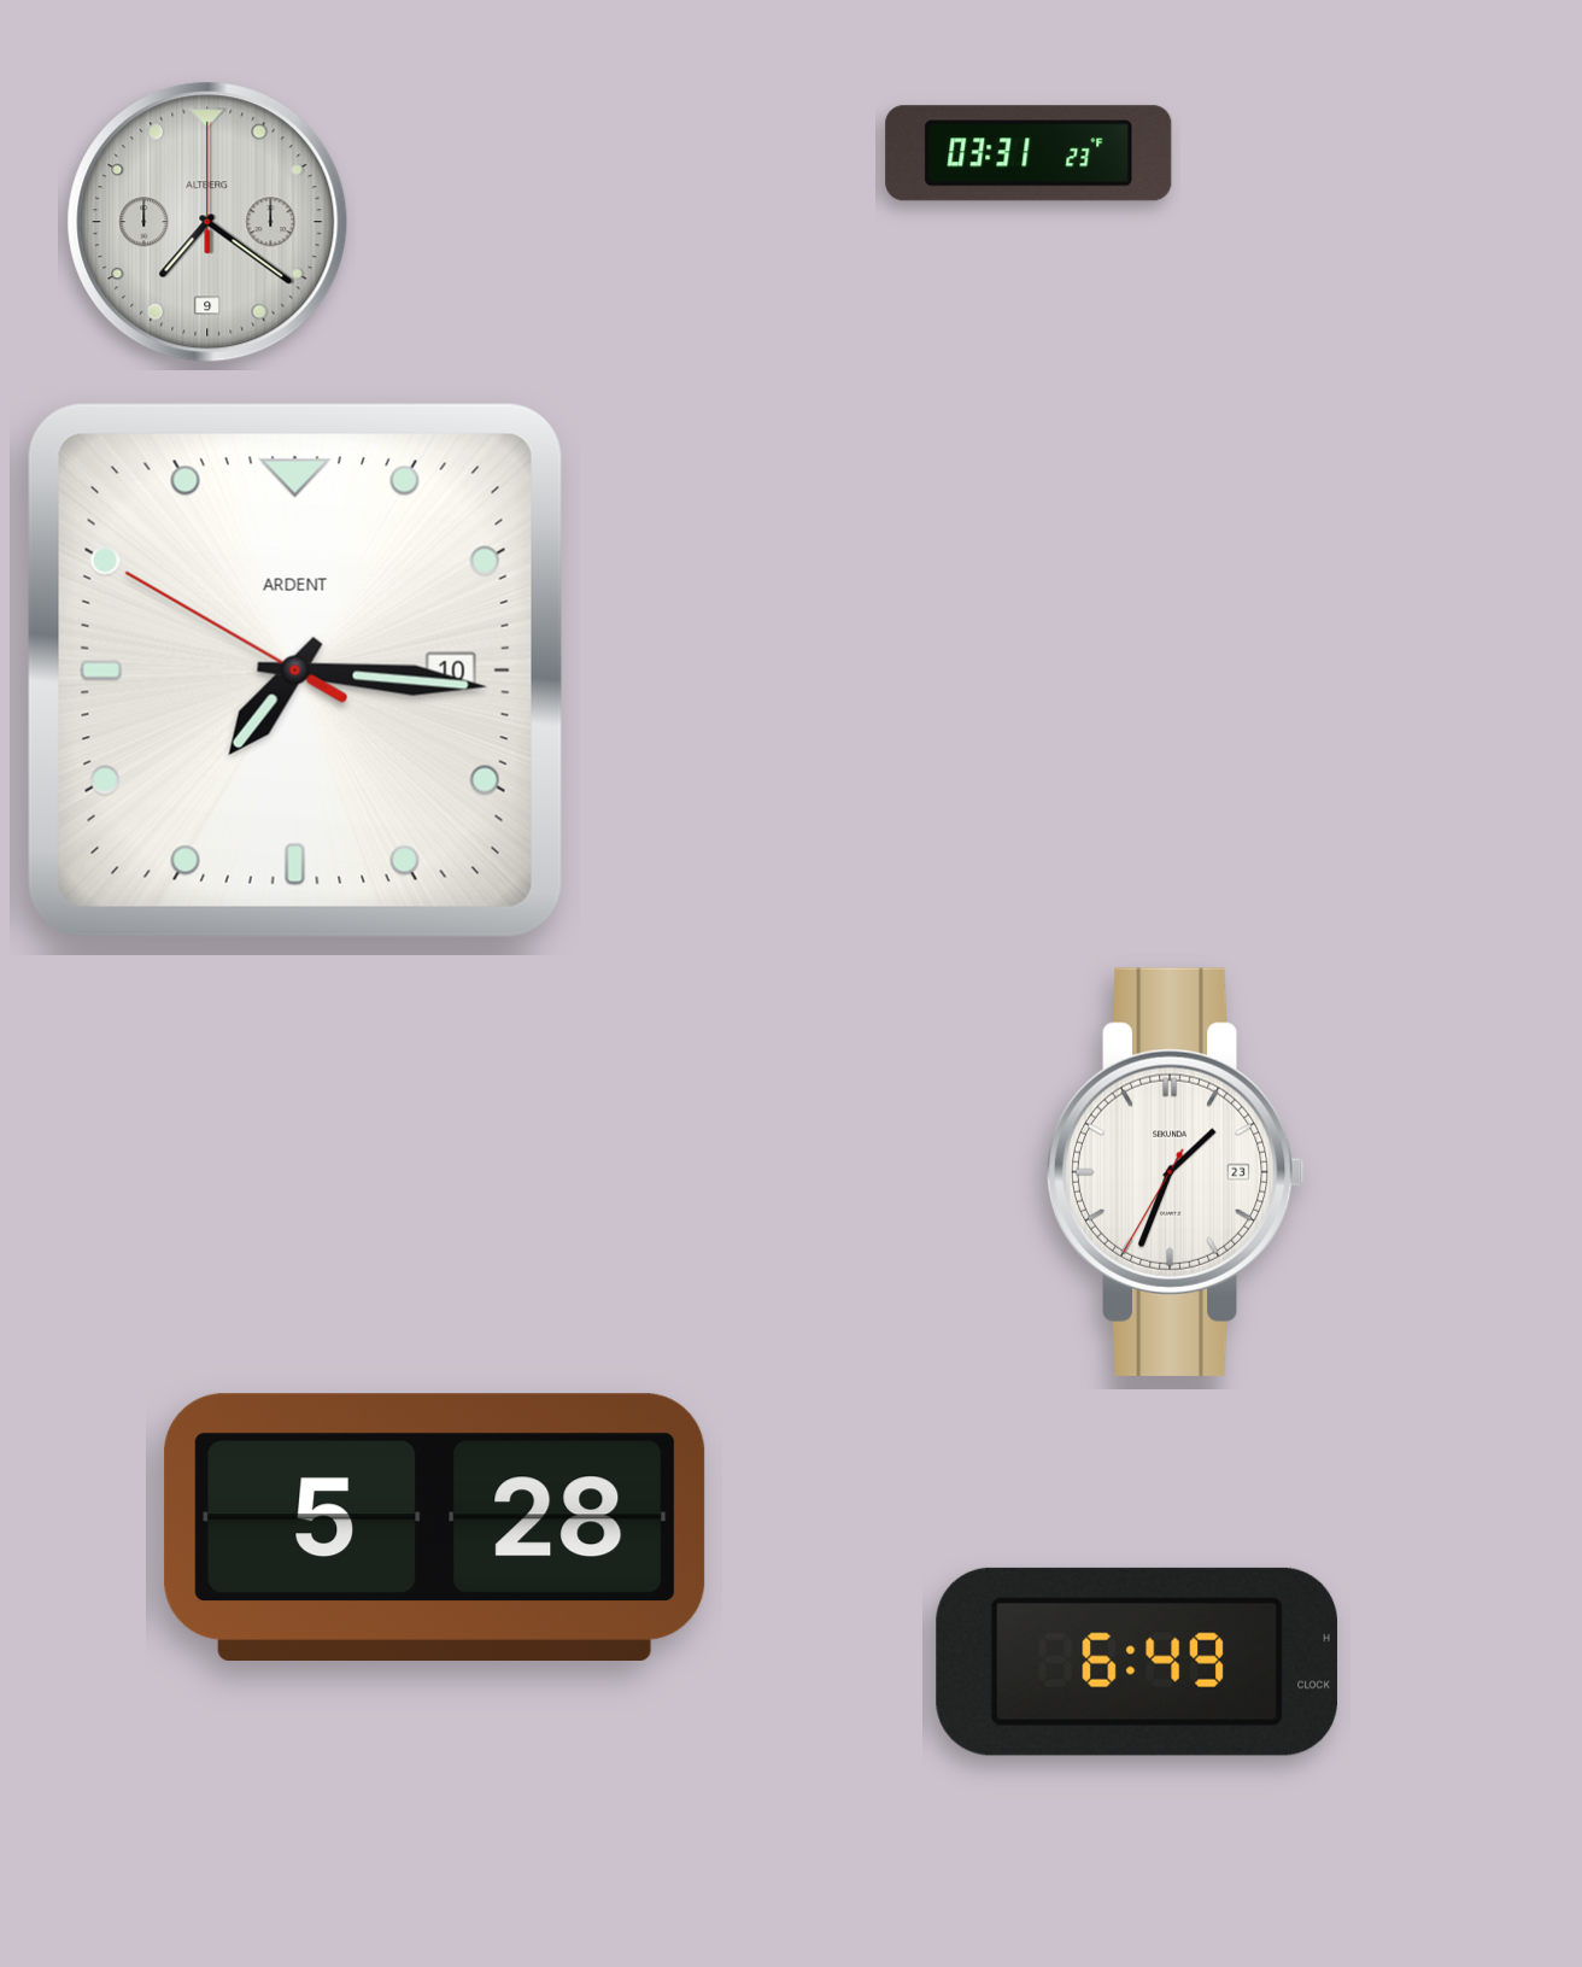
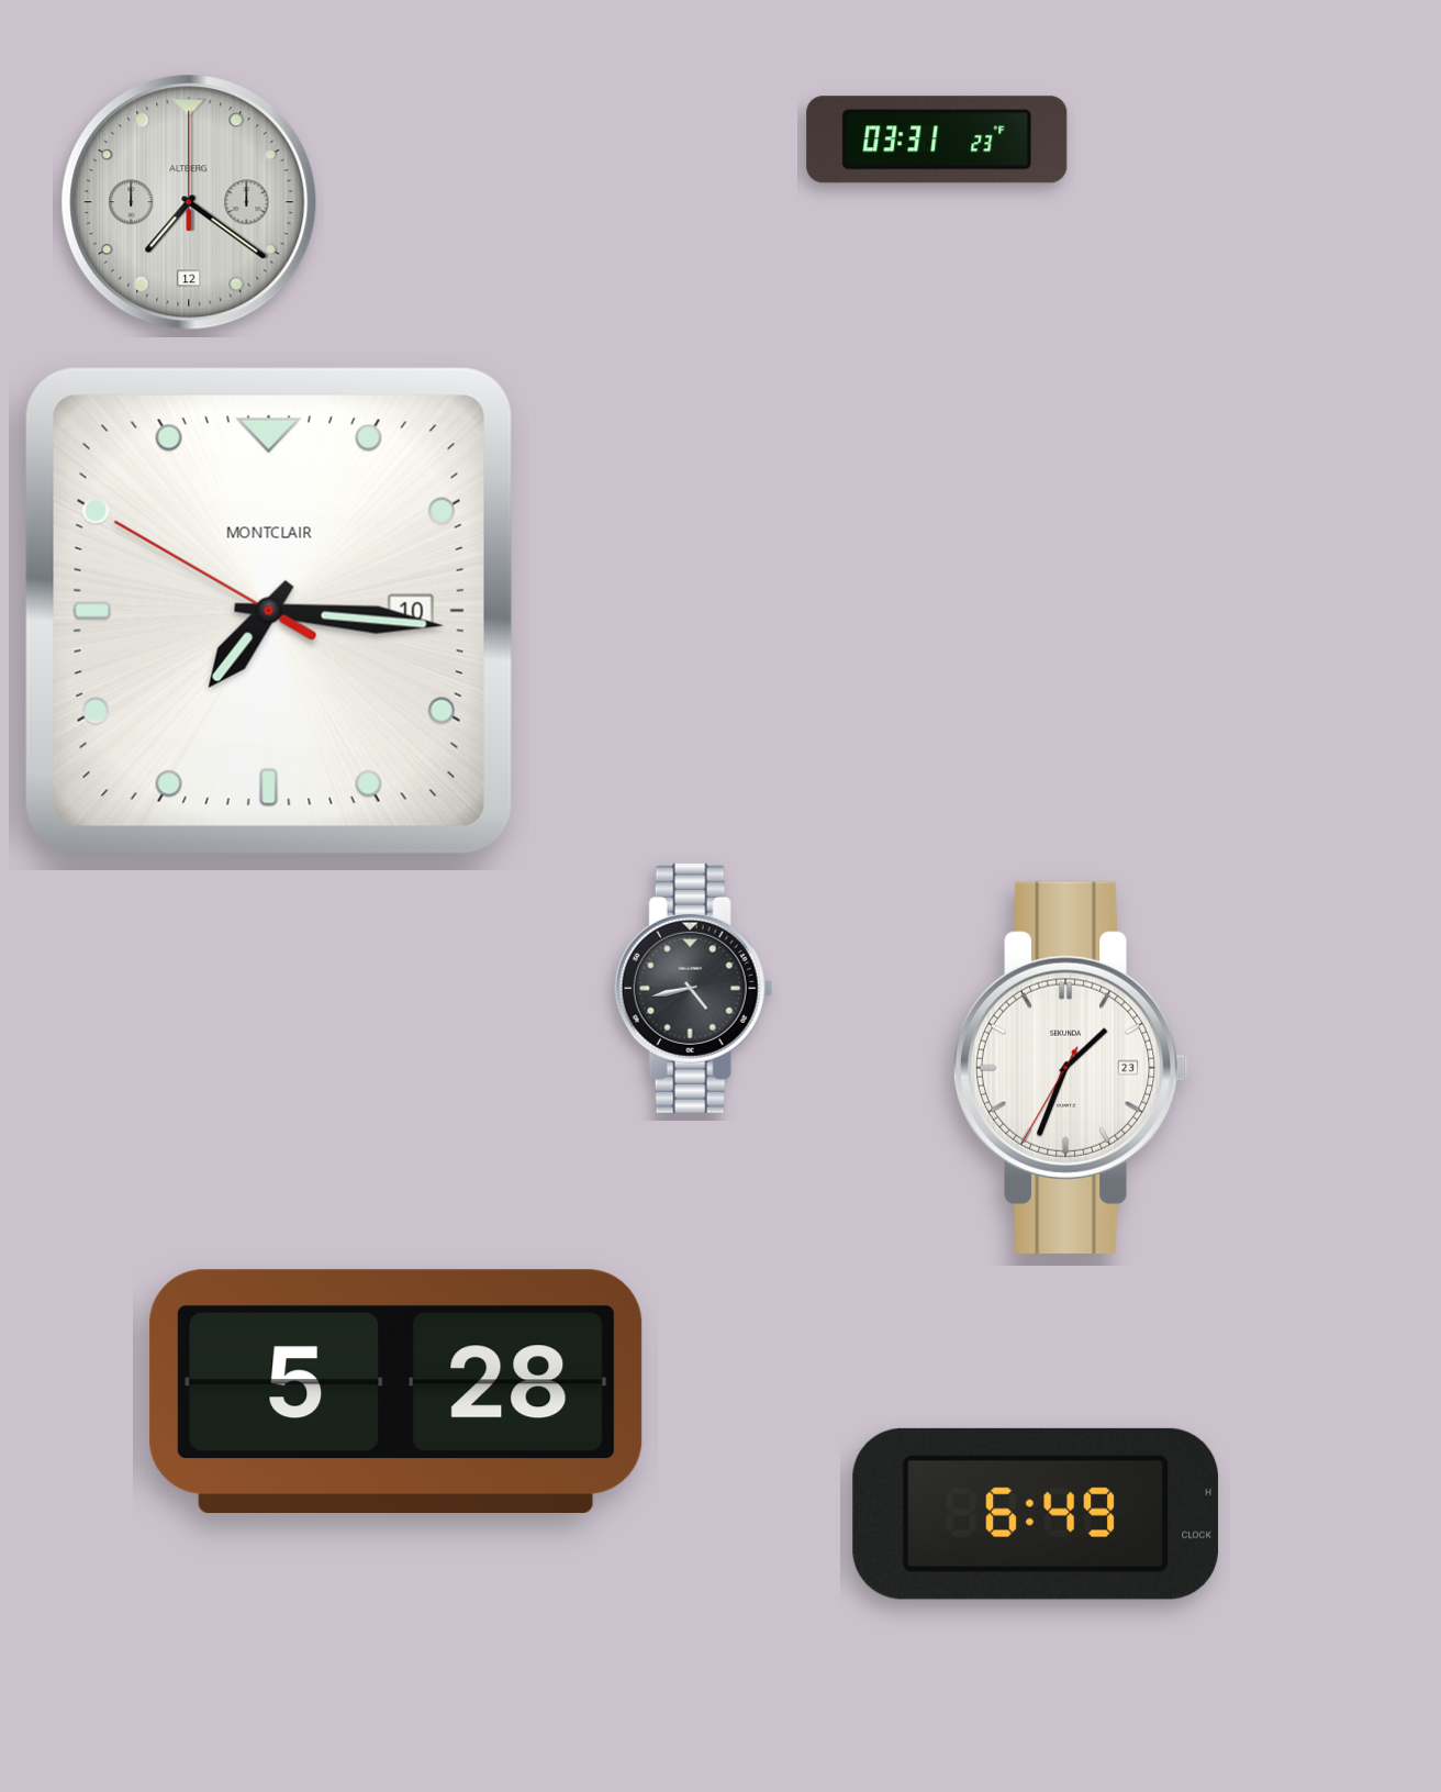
clock at (207, 222) date: 9 -> 12
clock at (295, 671) brand: ARDENT -> MONTCLAIR
clock at (693, 988): none -> 4:43
